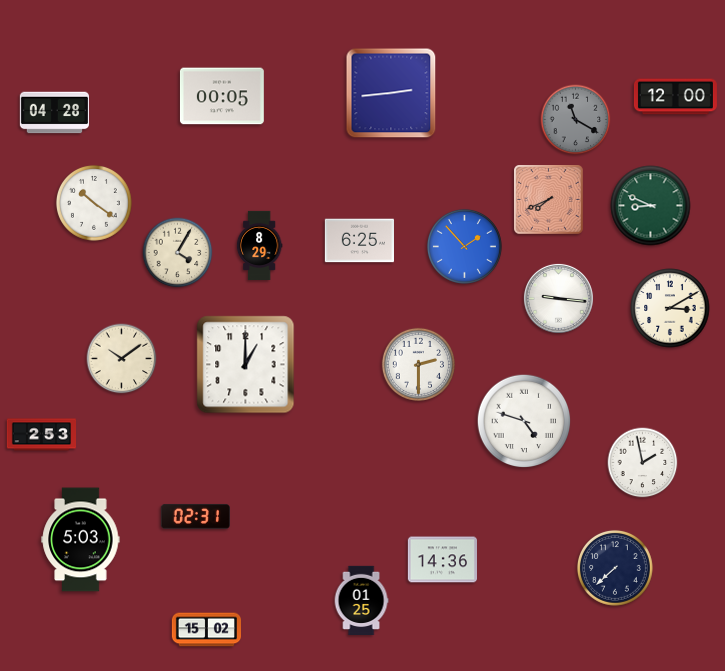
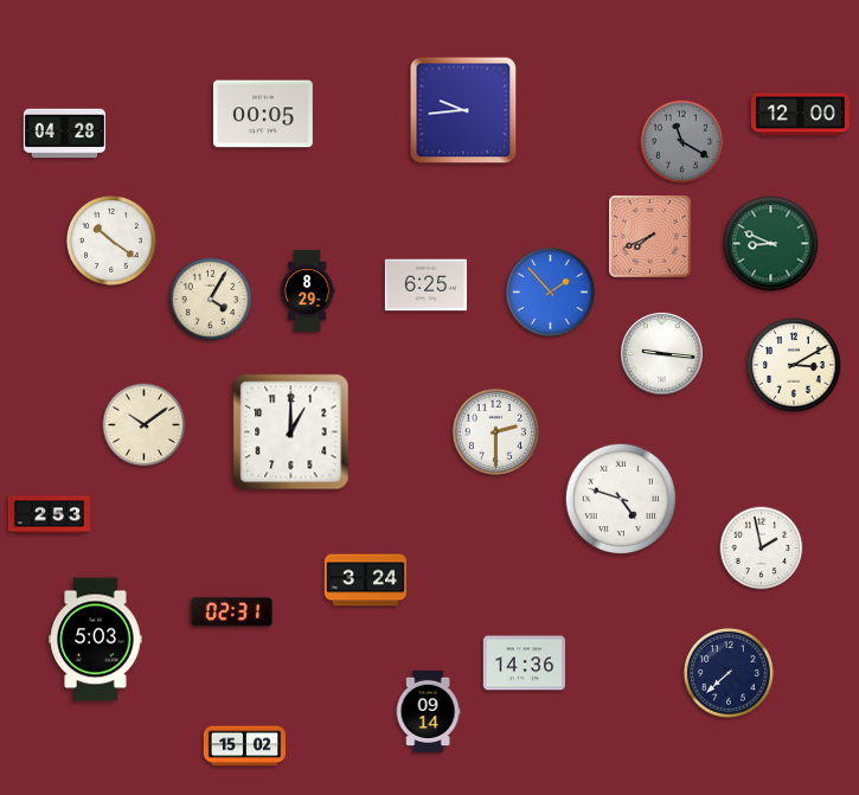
clock at (391, 93): 2:44 -> 9:44
clock at (365, 581): none -> 3:24
clock at (361, 600): 01:25 -> 09:14
